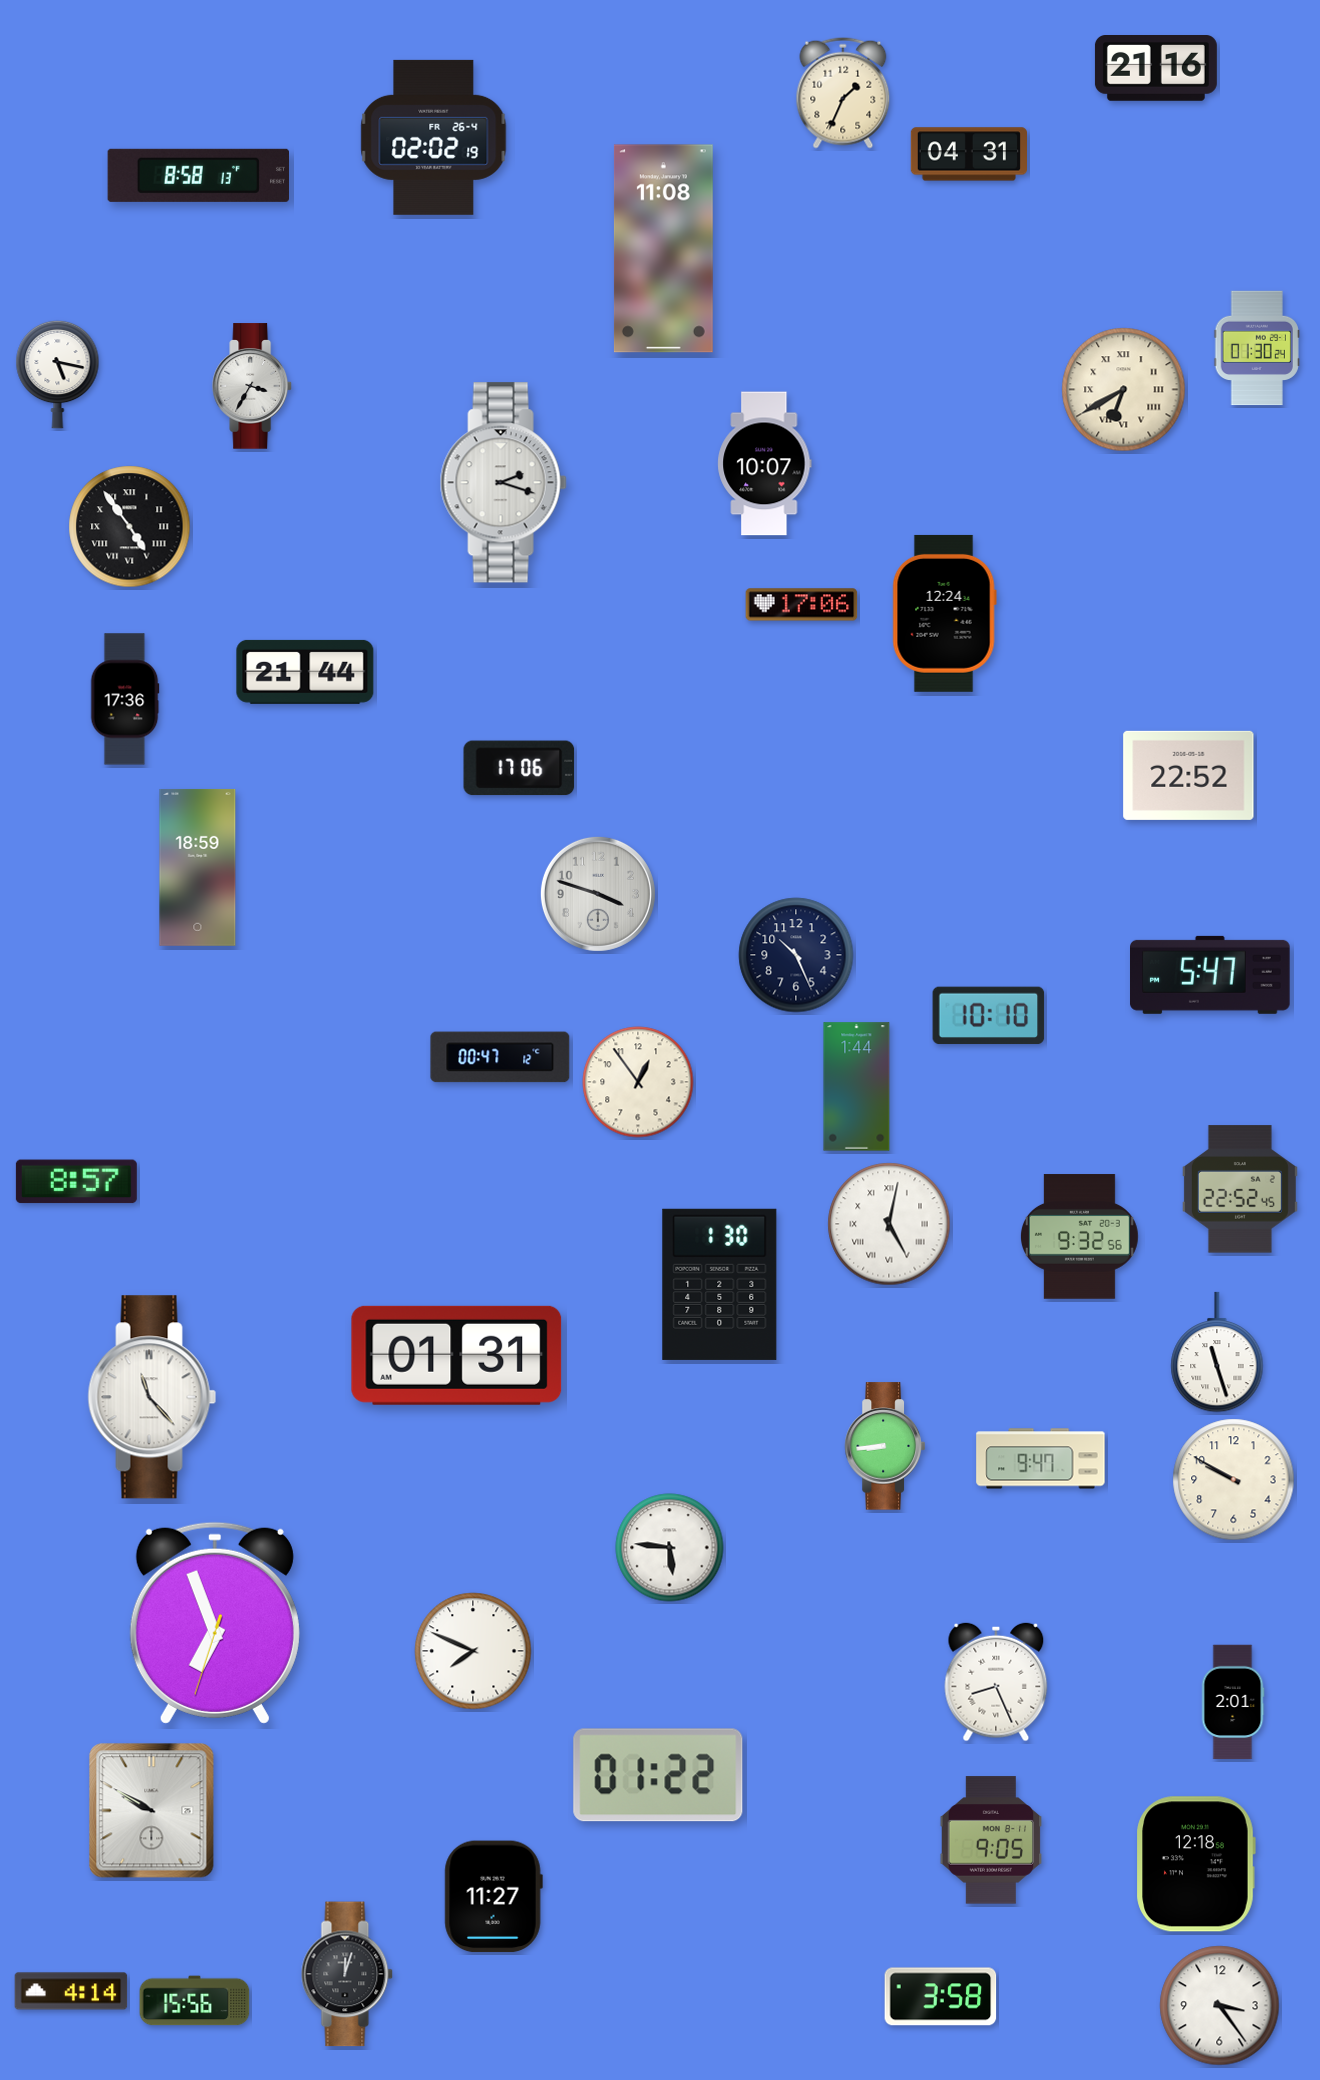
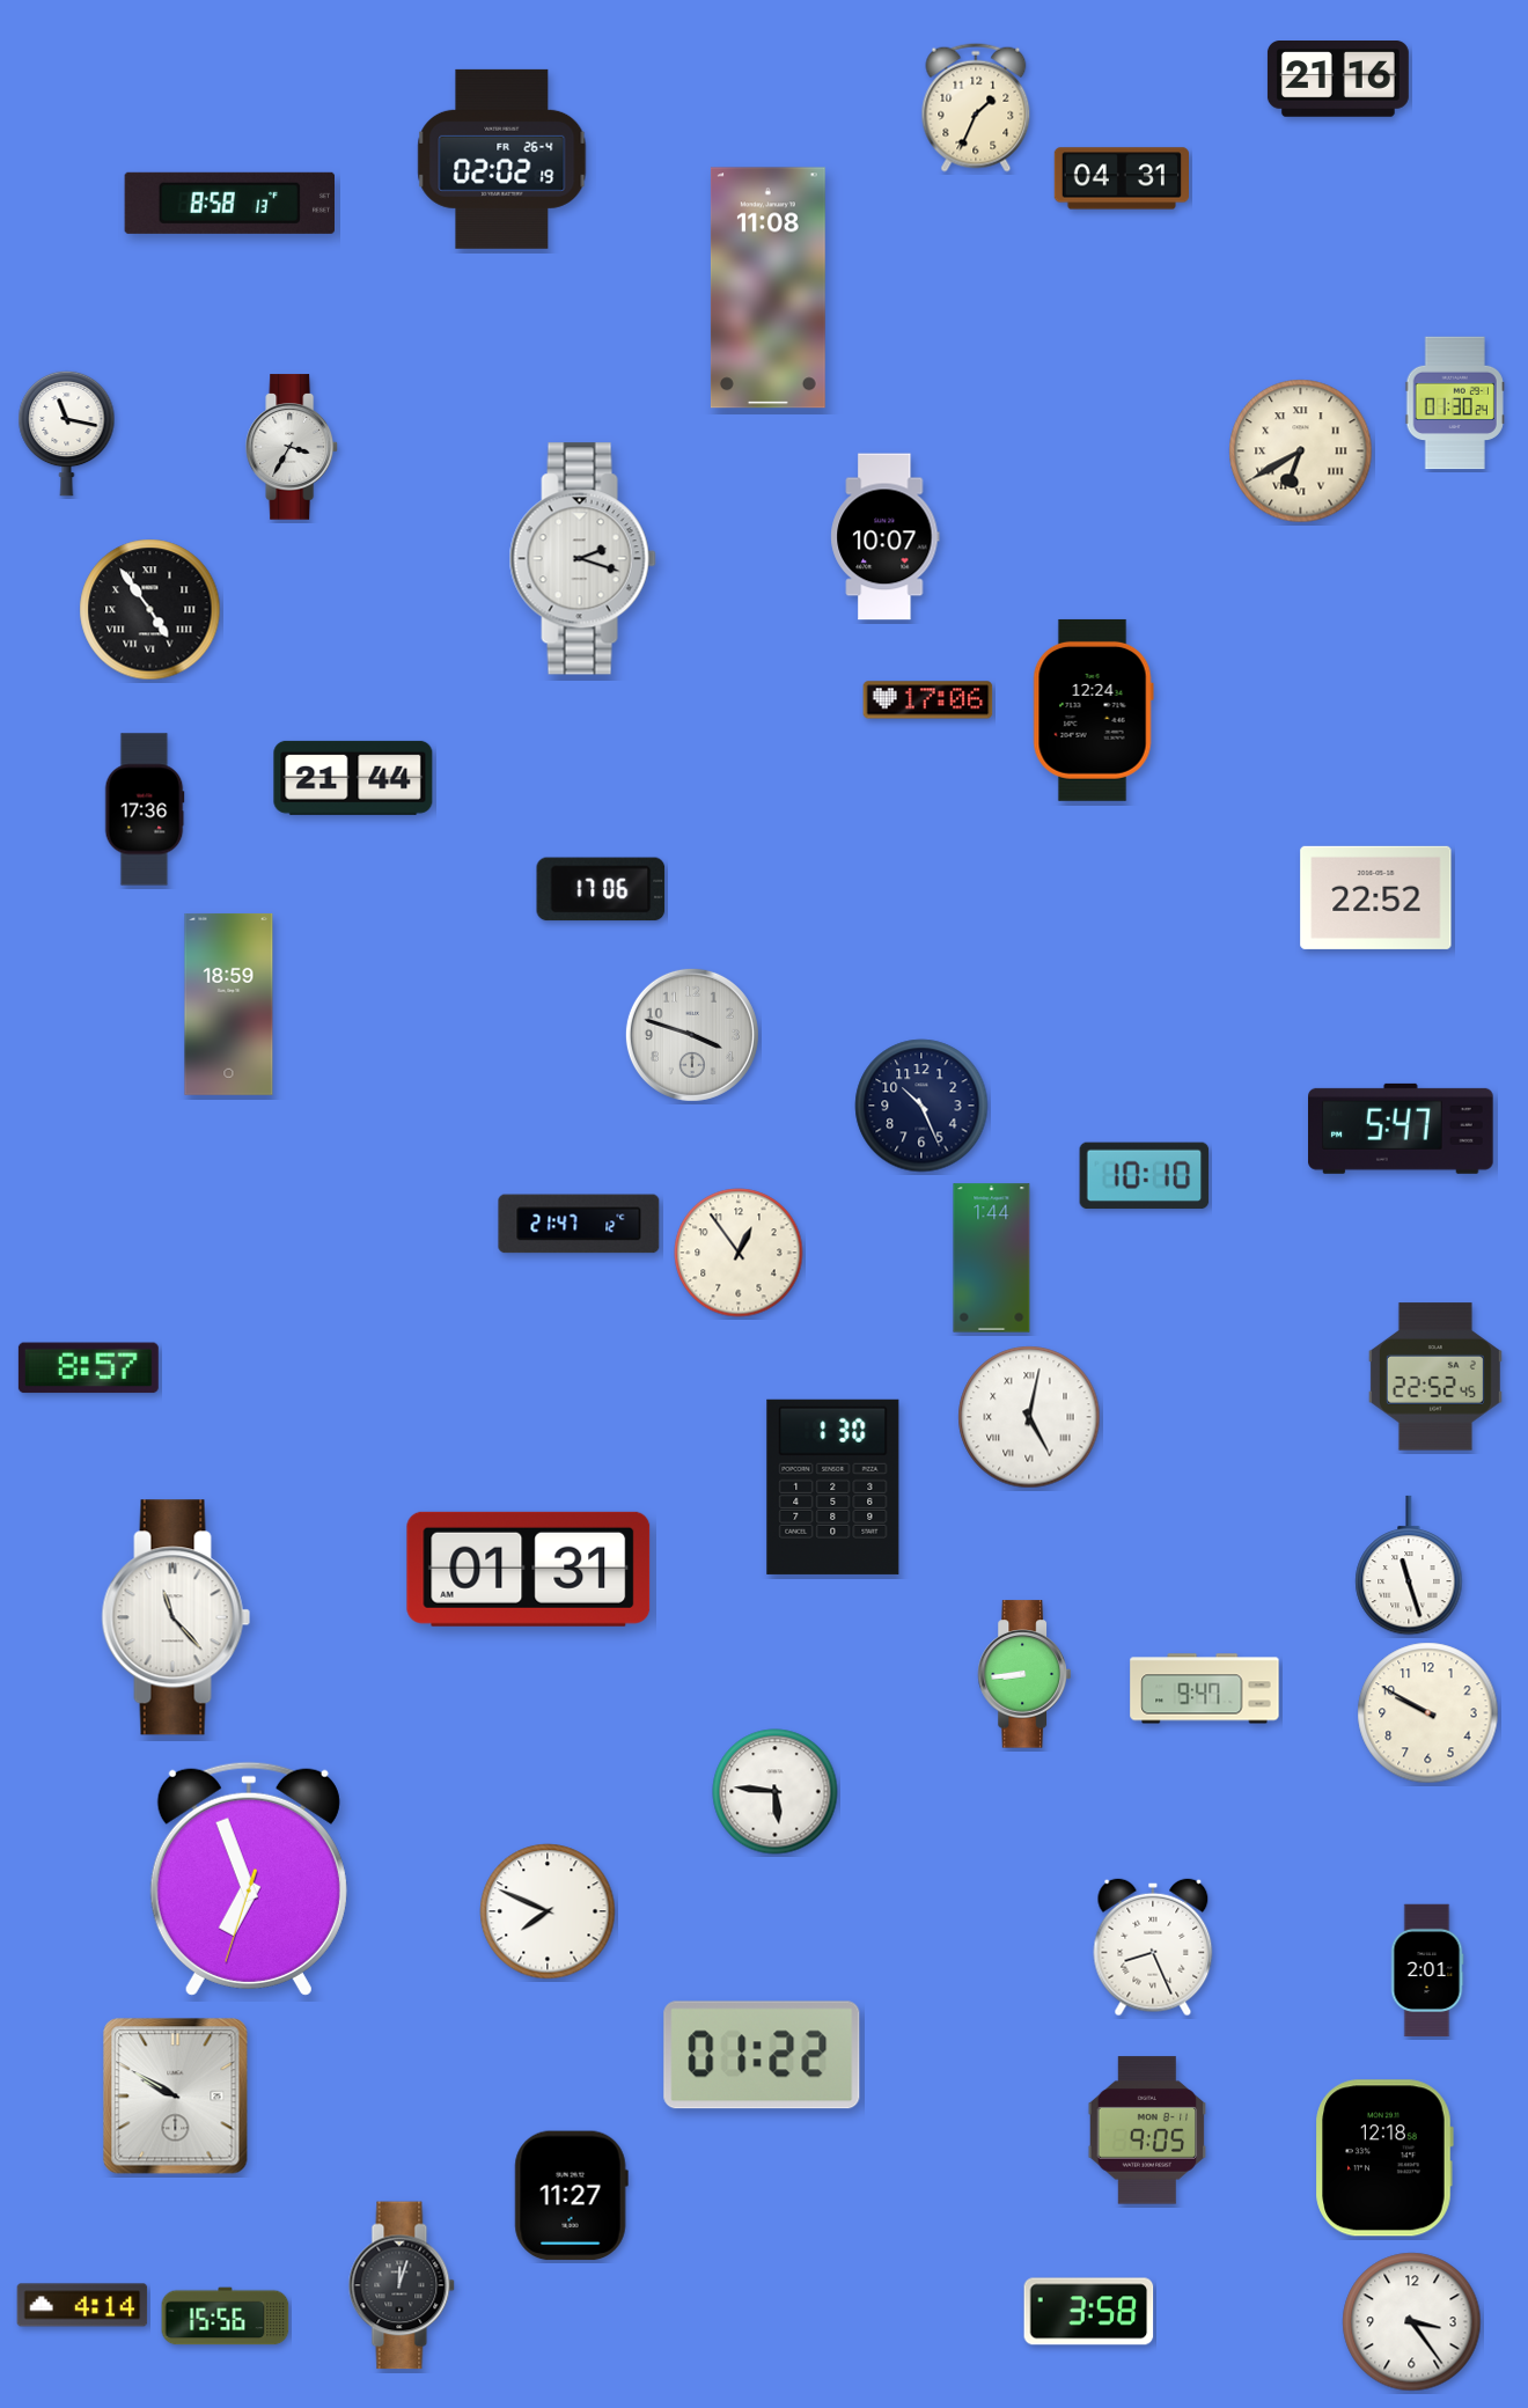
clock at (58, 374): 5:17 -> 11:17
clock at (500, 1057): 00:47 -> 21:47
clock at (1079, 1237): 9:32 -> none
